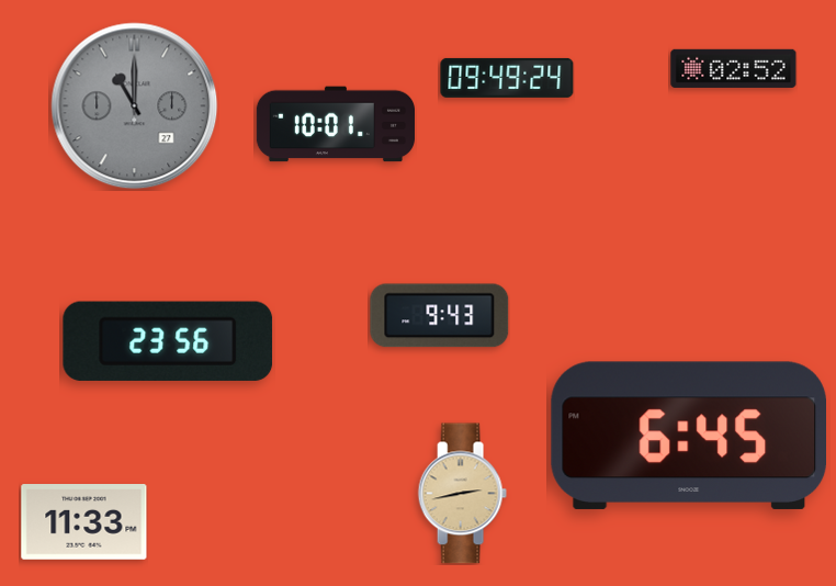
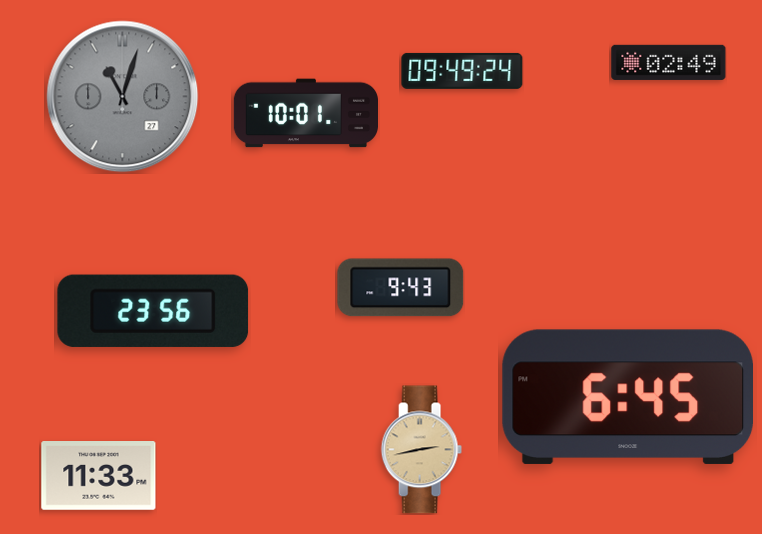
clock at (734, 68): 02:52 -> 02:49
clock at (135, 106): 11:00 -> 11:03
clock at (84, 522) position: (84, 522) -> (99, 476)
